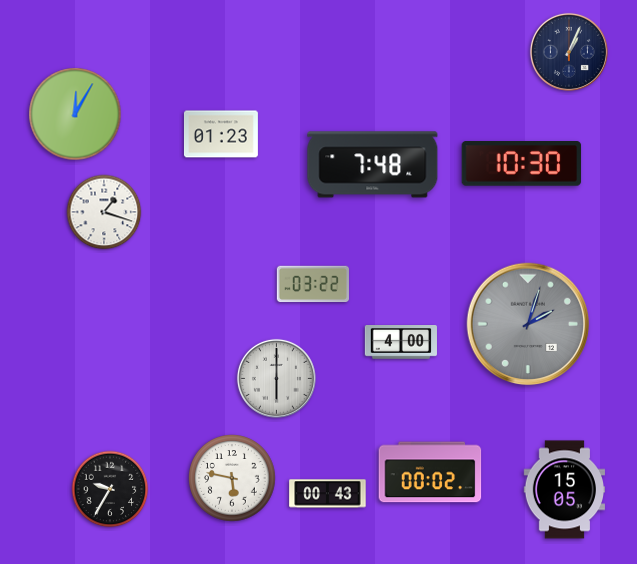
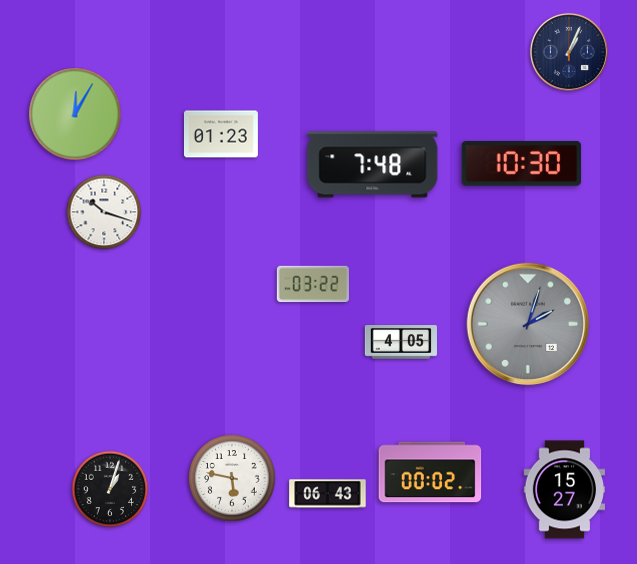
clock at (104, 212): 1:18 -> 10:18
clock at (401, 343): 4:00 -> 4:05
clock at (276, 378): 6:00 -> none
clock at (110, 489): 9:35 -> 1:03
clock at (564, 490): 15:05 -> 15:27
clock at (328, 494): 00:43 -> 06:43
